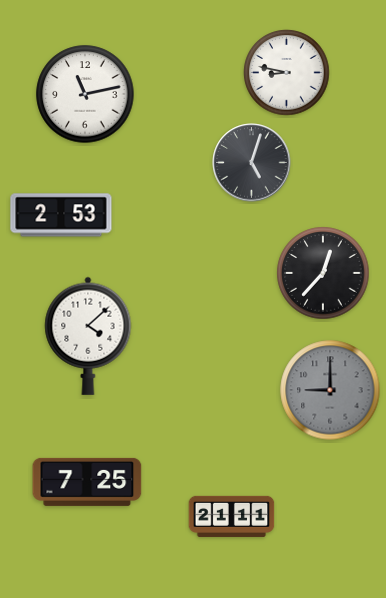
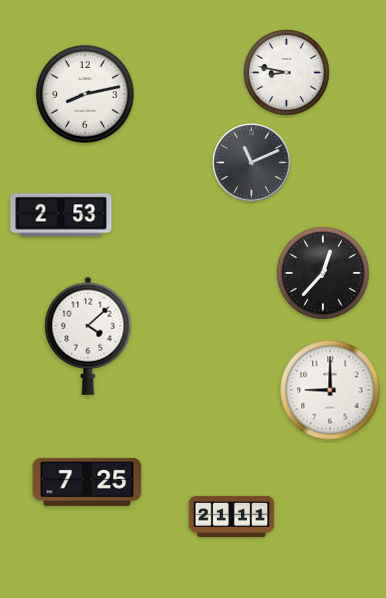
clock at (85, 94): 11:13 -> 8:13
clock at (252, 163): 5:03 -> 11:11
clock at (330, 390) dial: grey -> white
